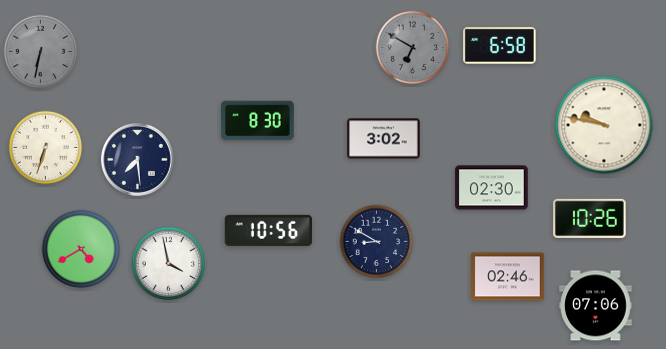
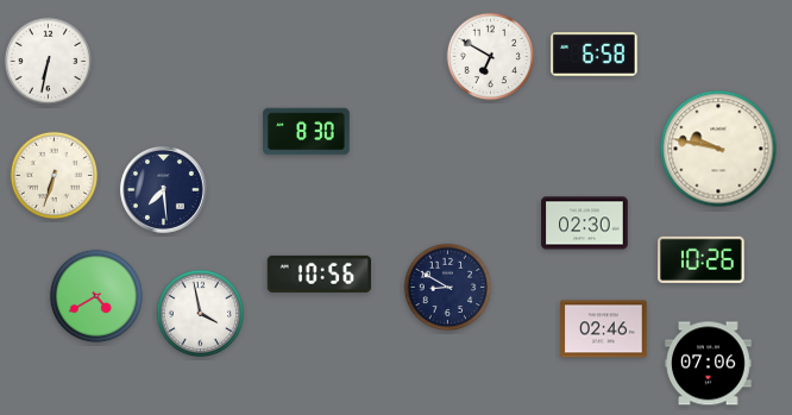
clock at (413, 48) dial: grey -> white
clock at (41, 52) dial: grey -> white
clock at (258, 121) position: (258, 121) -> (307, 132)
clock at (384, 139): 3:02 -> none
